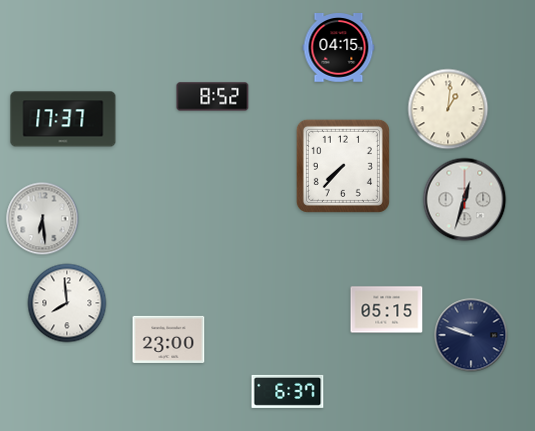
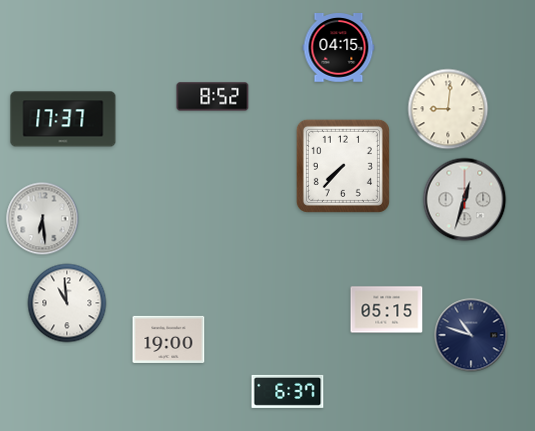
clock at (448, 109): 1:01 -> 9:01
clock at (67, 303): 7:59 -> 10:59
clock at (471, 335): 9:48 -> 10:48
clock at (169, 339): 23:00 -> 19:00
